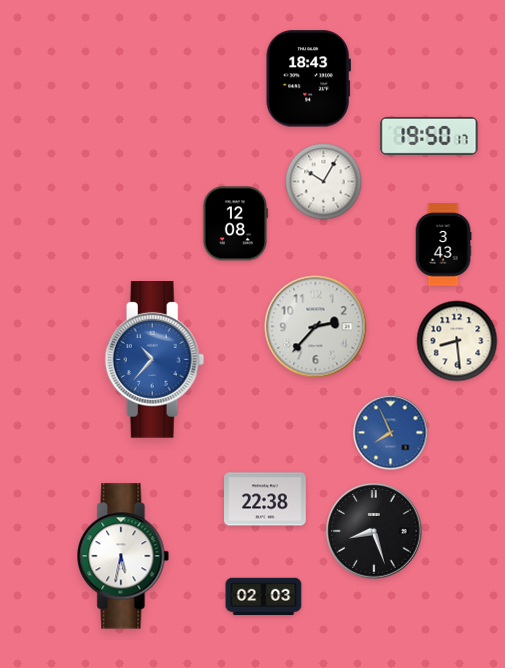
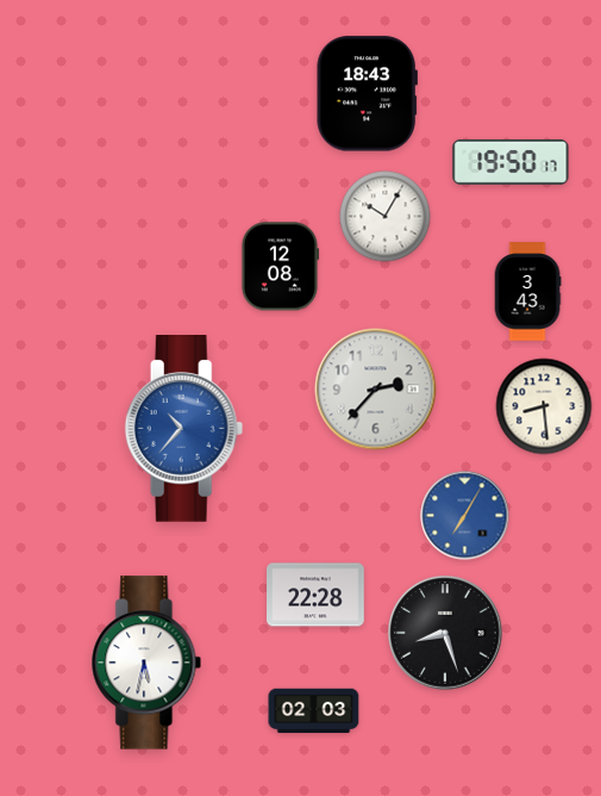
clock at (391, 433): 7:56 -> 7:05
clock at (265, 499): 22:38 -> 22:28
